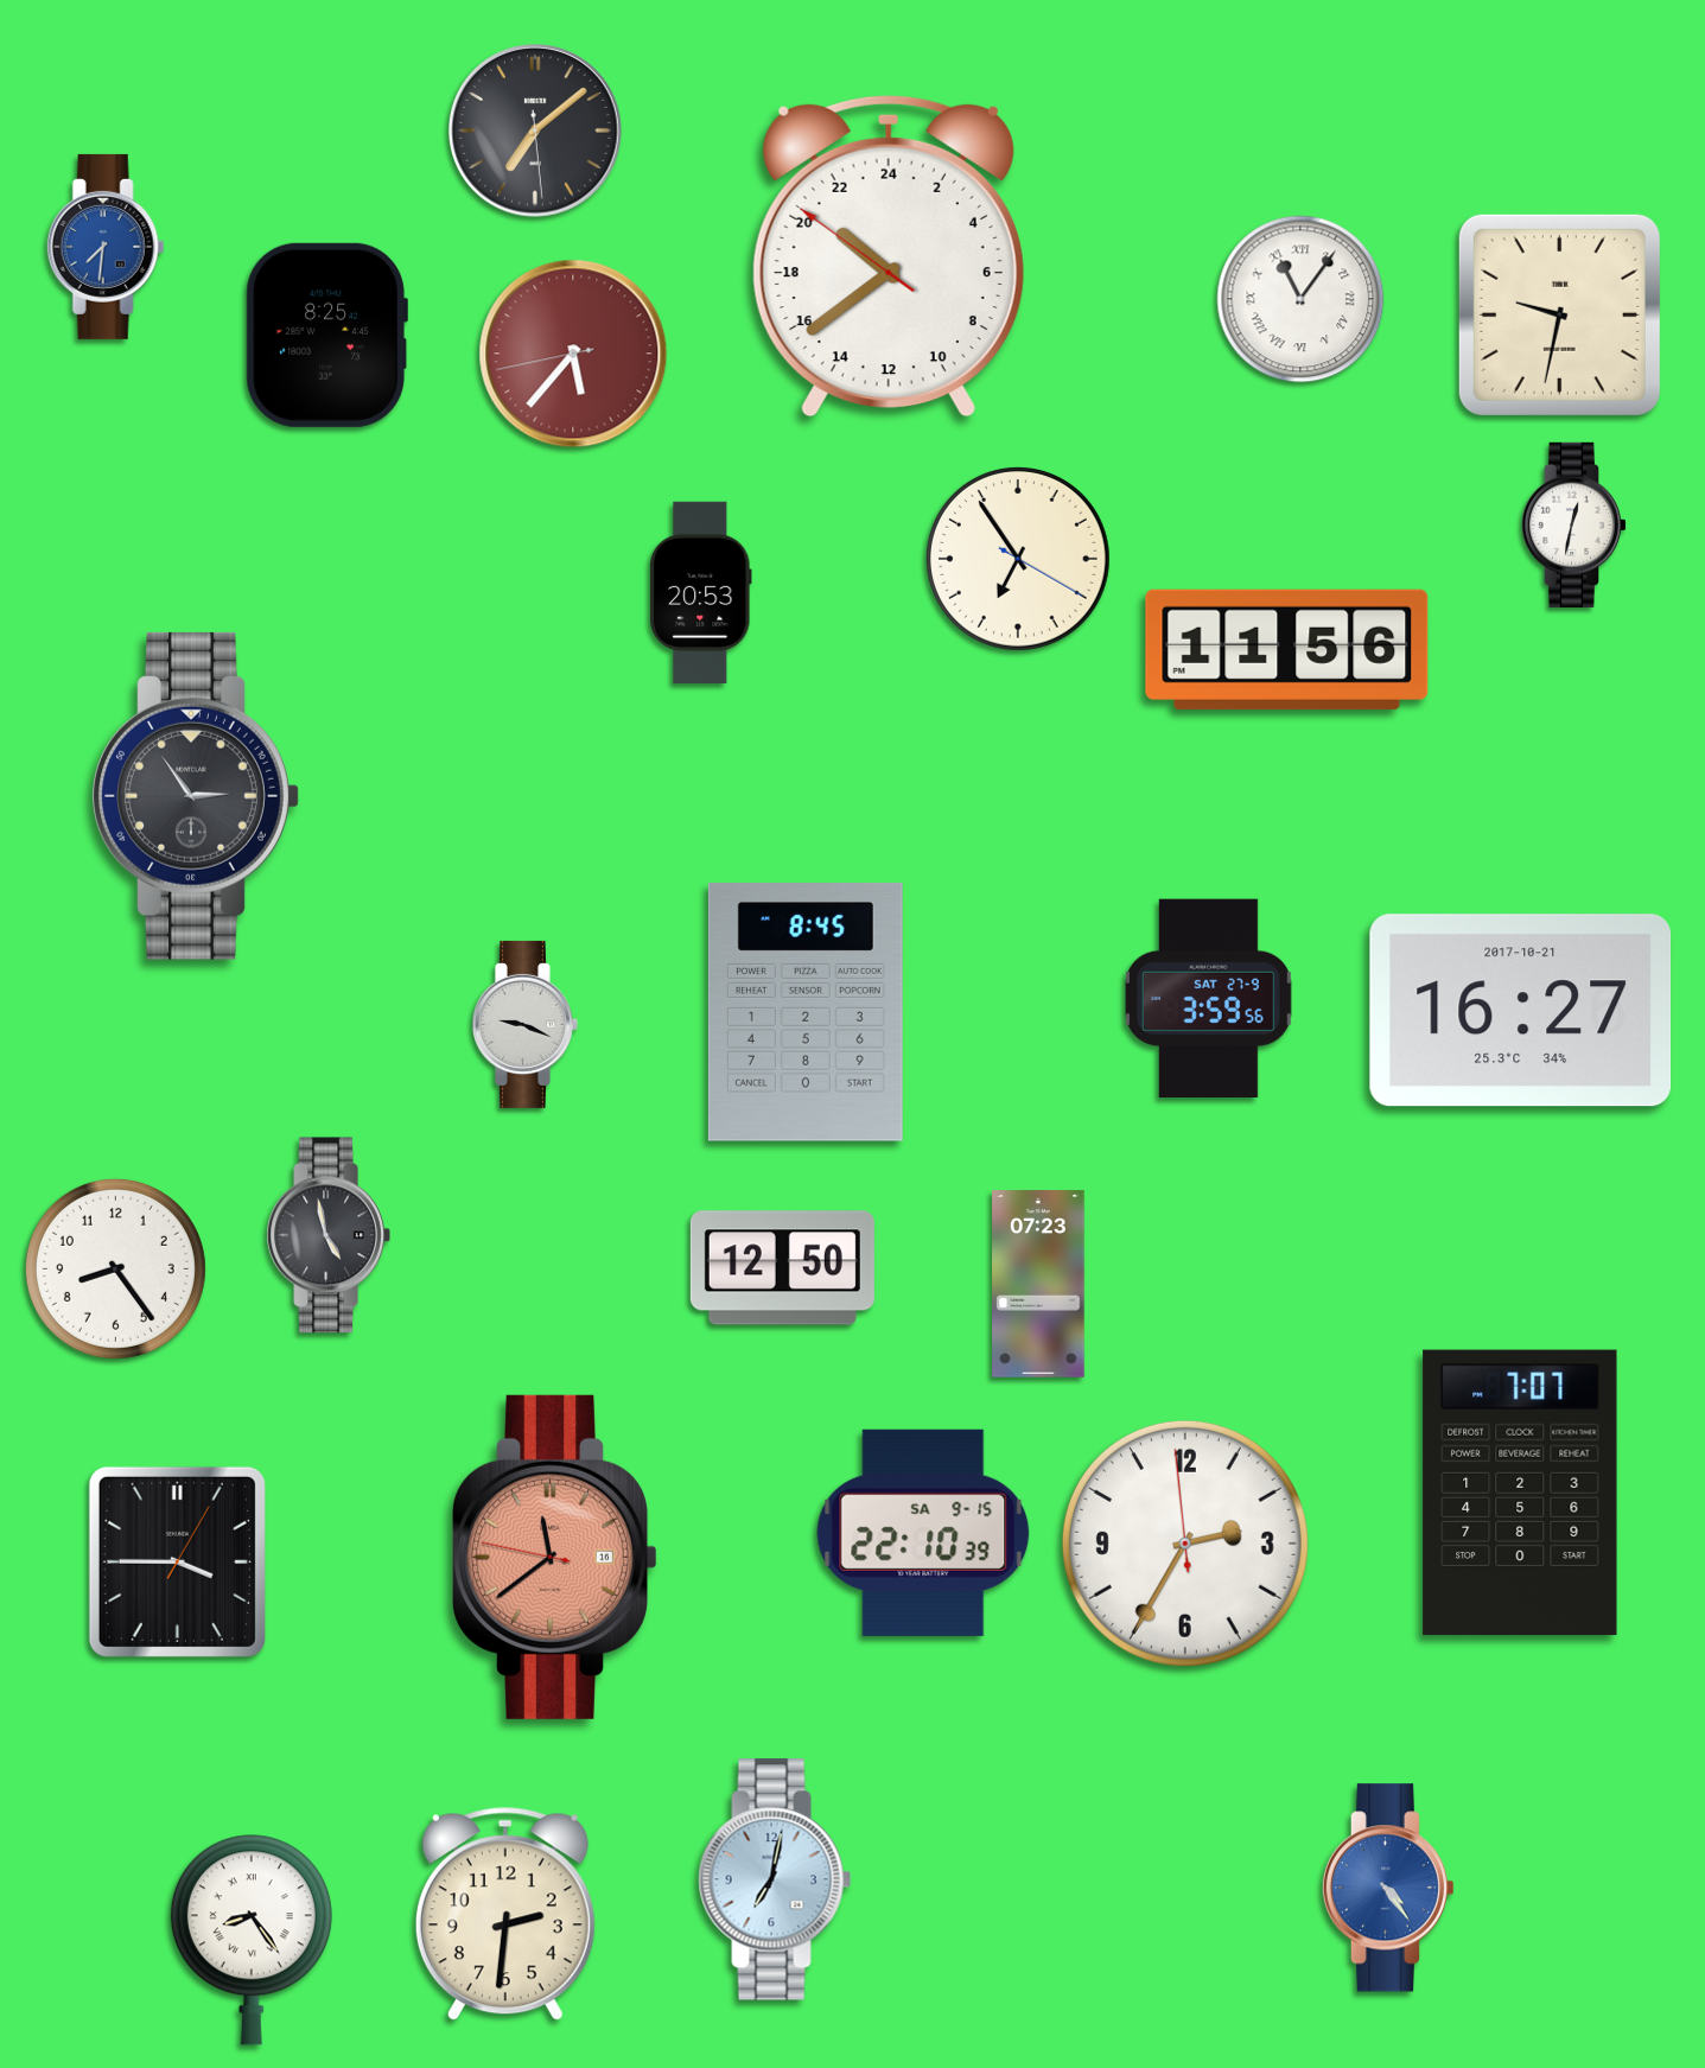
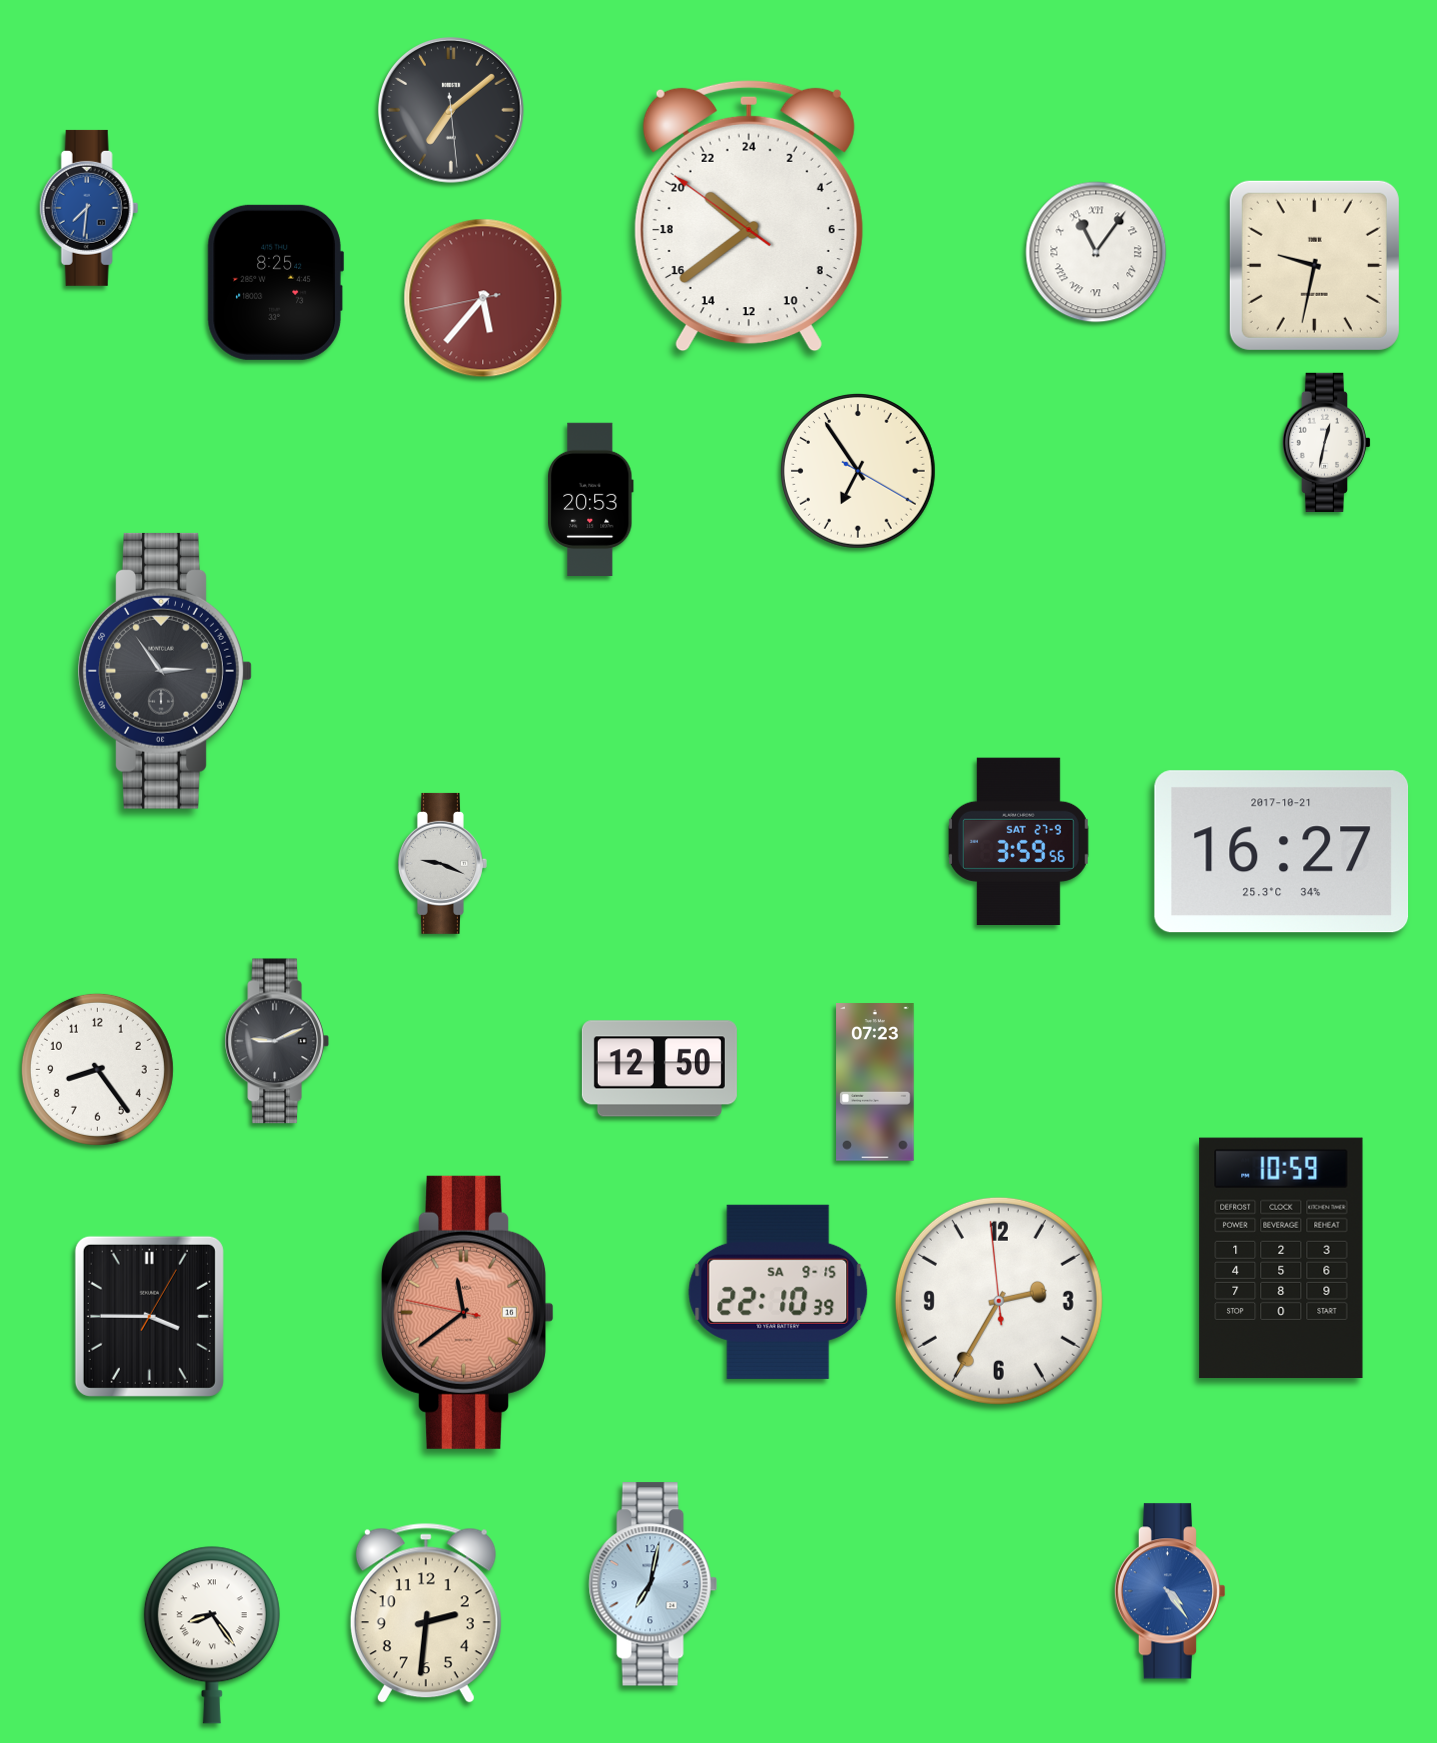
clock at (1287, 649): 11:56 -> none
clock at (806, 1013): 8:45 -> none
clock at (327, 1235): 4:58 -> 9:11
clock at (1520, 1493): 7:07 -> 10:59
